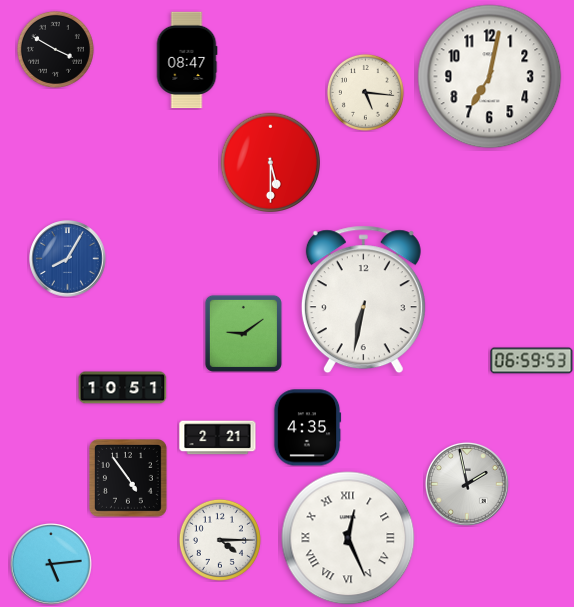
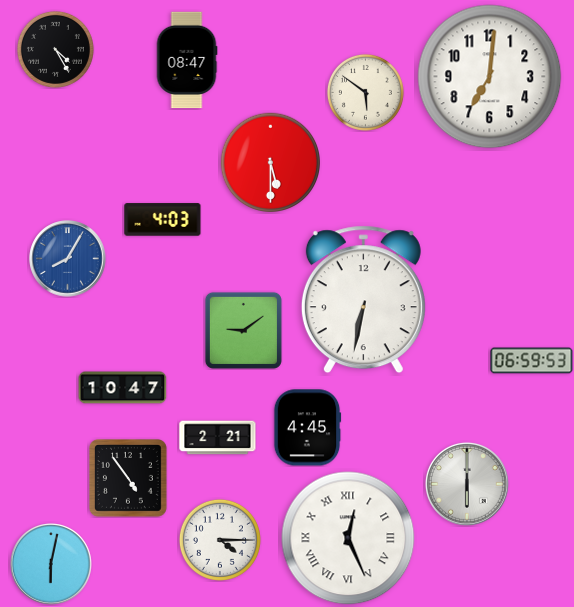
clock at (55, 49): 3:50 -> 4:25
clock at (490, 77): 7:02 -> 7:01
clock at (365, 92): 5:16 -> 5:51
clock at (163, 220): none -> 4:03
clock at (243, 333) position: (243, 333) -> (243, 330)
clock at (123, 388): 10:51 -> 10:47
clock at (307, 428): 4:35 -> 4:45
clock at (467, 484): 1:58 -> 6:00
clock at (52, 565): 5:14 -> 6:02
